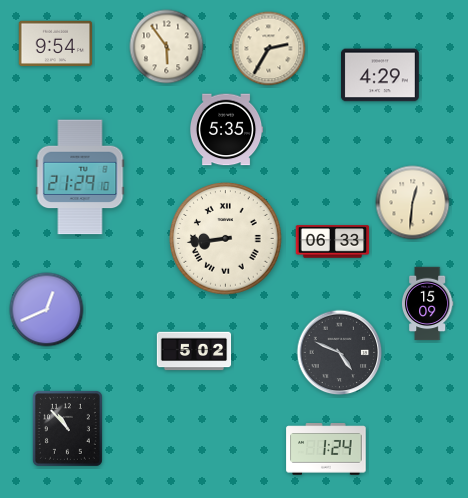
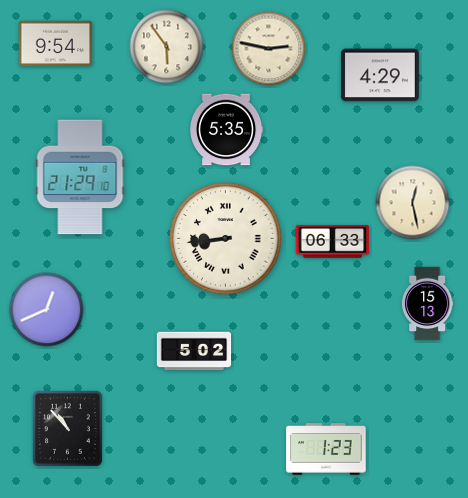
clock at (269, 49): 2:35 -> 2:47
clock at (413, 203): 12:31 -> 12:28
clock at (427, 304): 15:09 -> 15:13
clock at (340, 353): 4:49 -> none
clock at (326, 449): 1:24 -> 1:23
